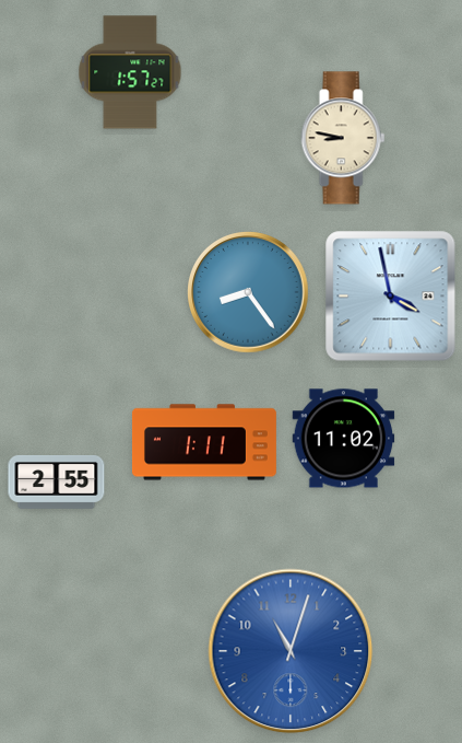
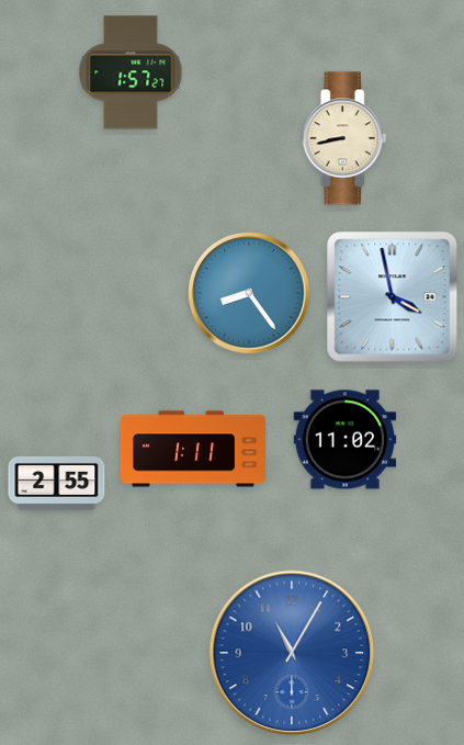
clock at (343, 138): 8:47 -> 8:43
clock at (204, 442) position: (204, 442) -> (193, 449)
clock at (291, 651): 11:03 -> 11:05
